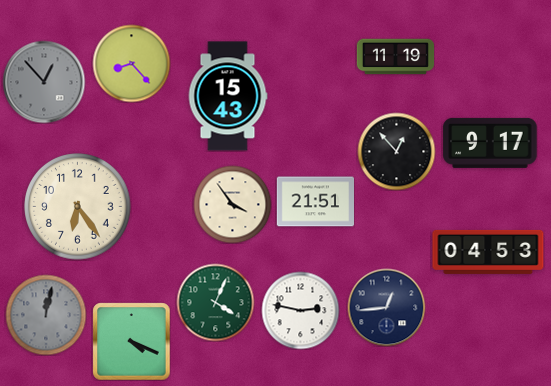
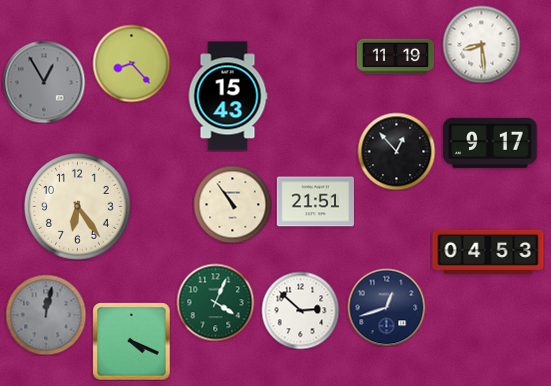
clock at (481, 44): none -> 8:29
clock at (44, 82): 12:53 -> 12:55
clock at (232, 204): 3:54 -> 10:54
clock at (386, 307): 12:44 -> 12:42
clock at (300, 310): 2:47 -> 2:52
